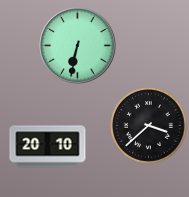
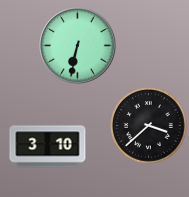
clock at (48, 147): 20:10 -> 3:10
